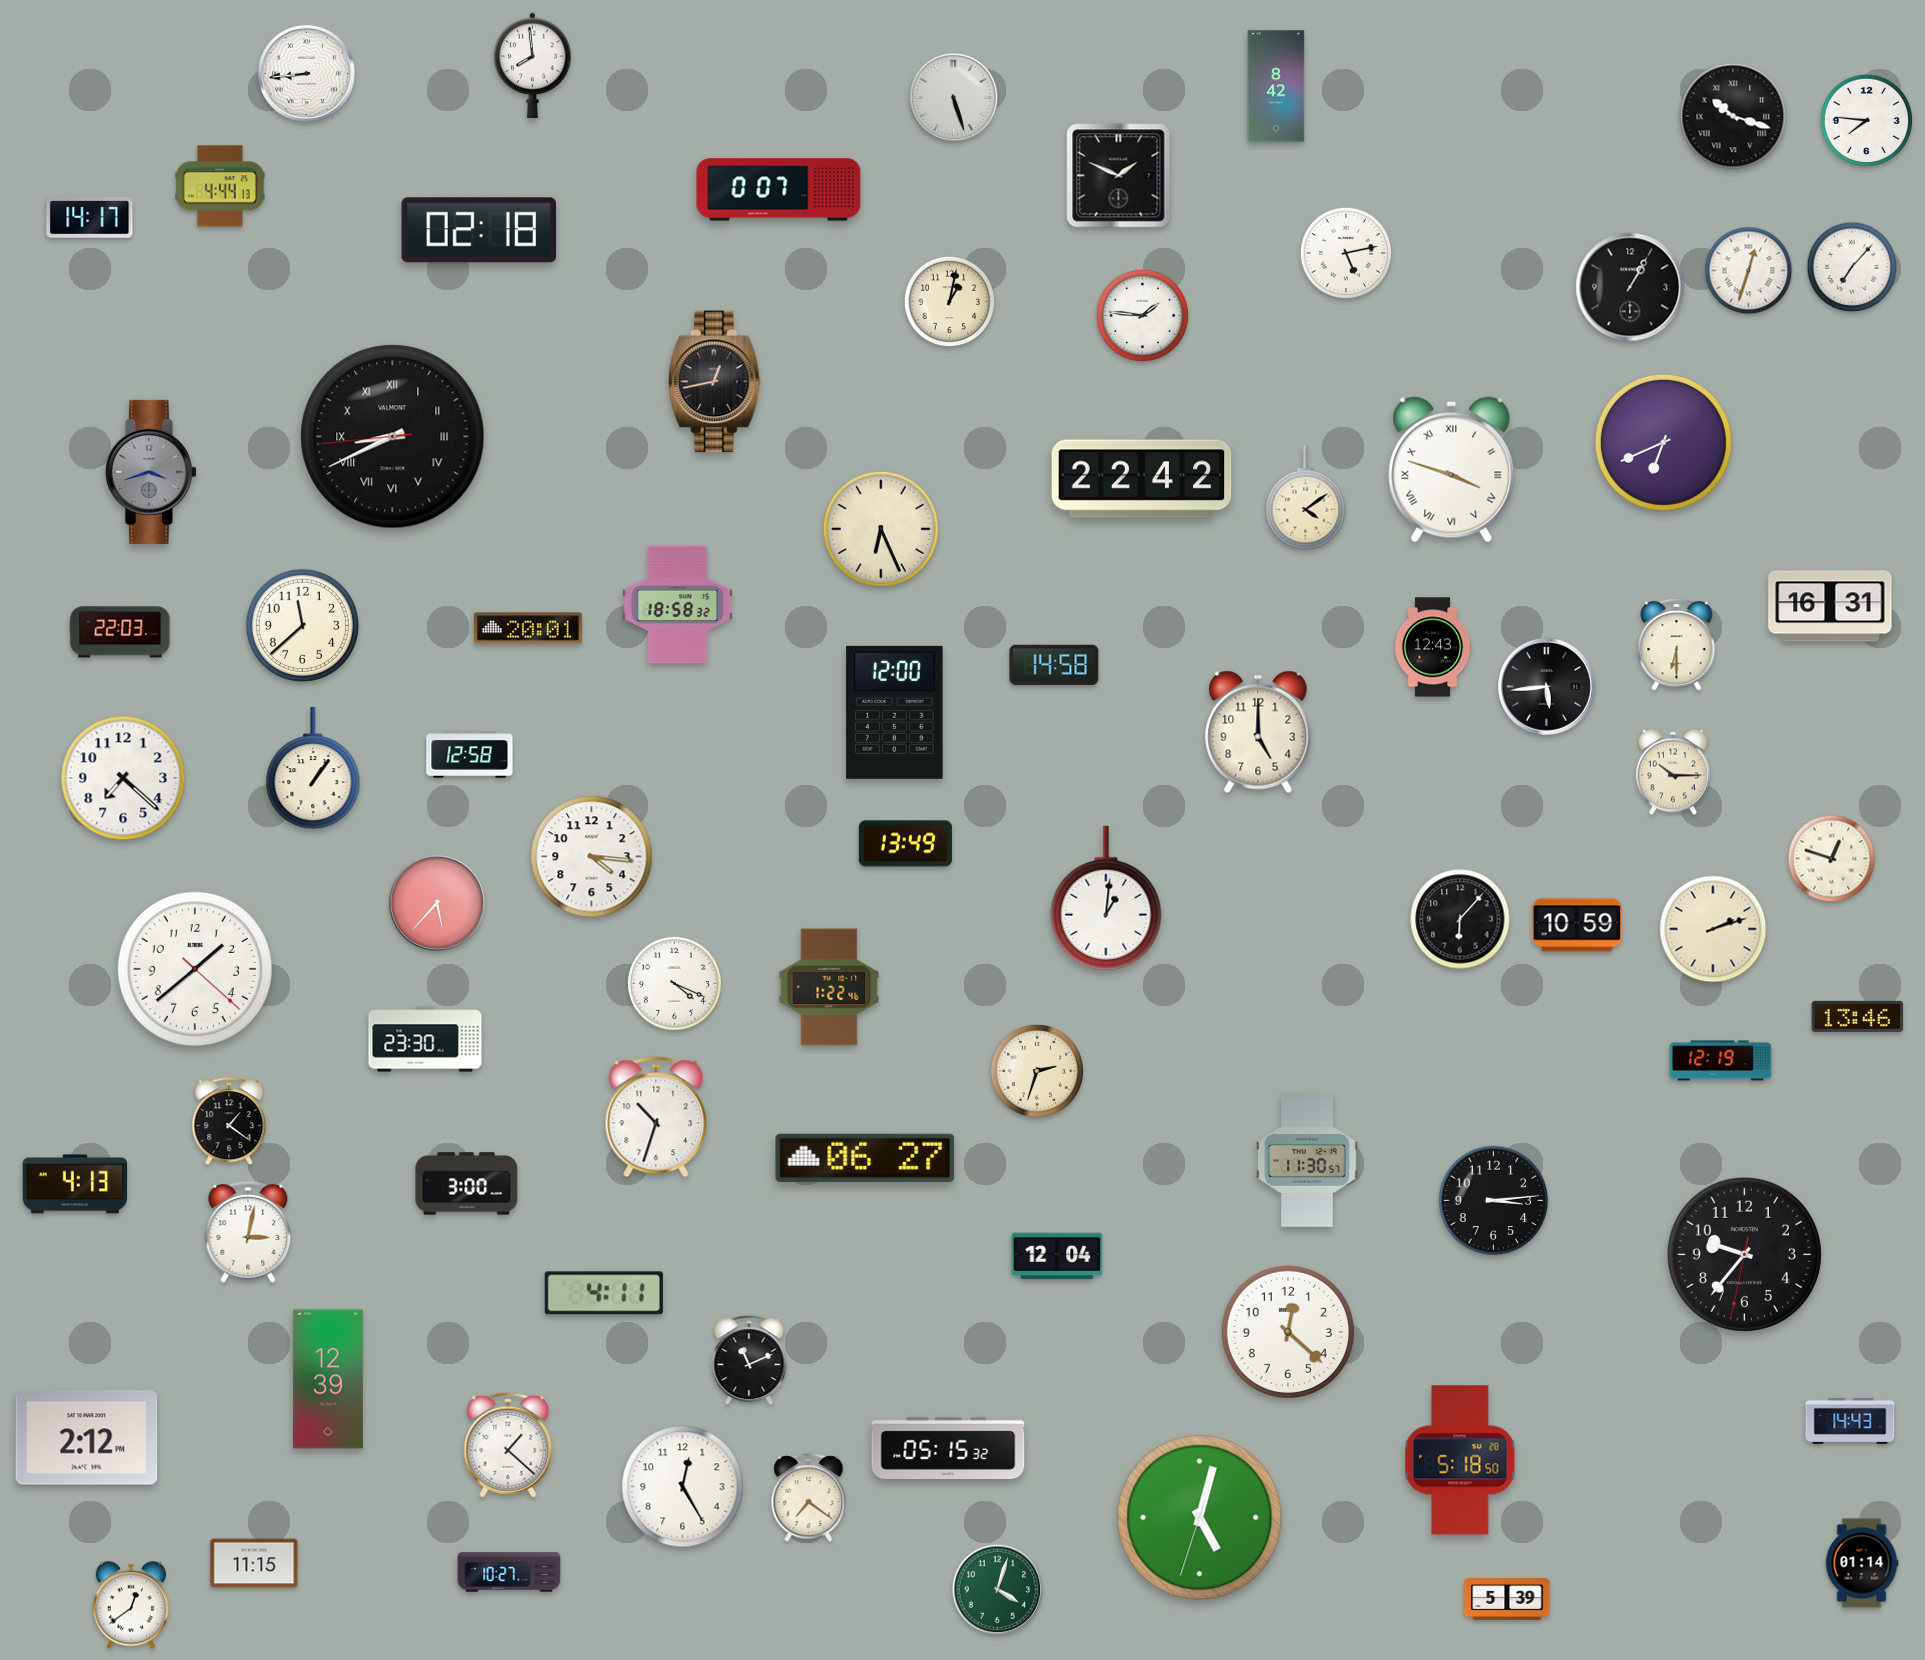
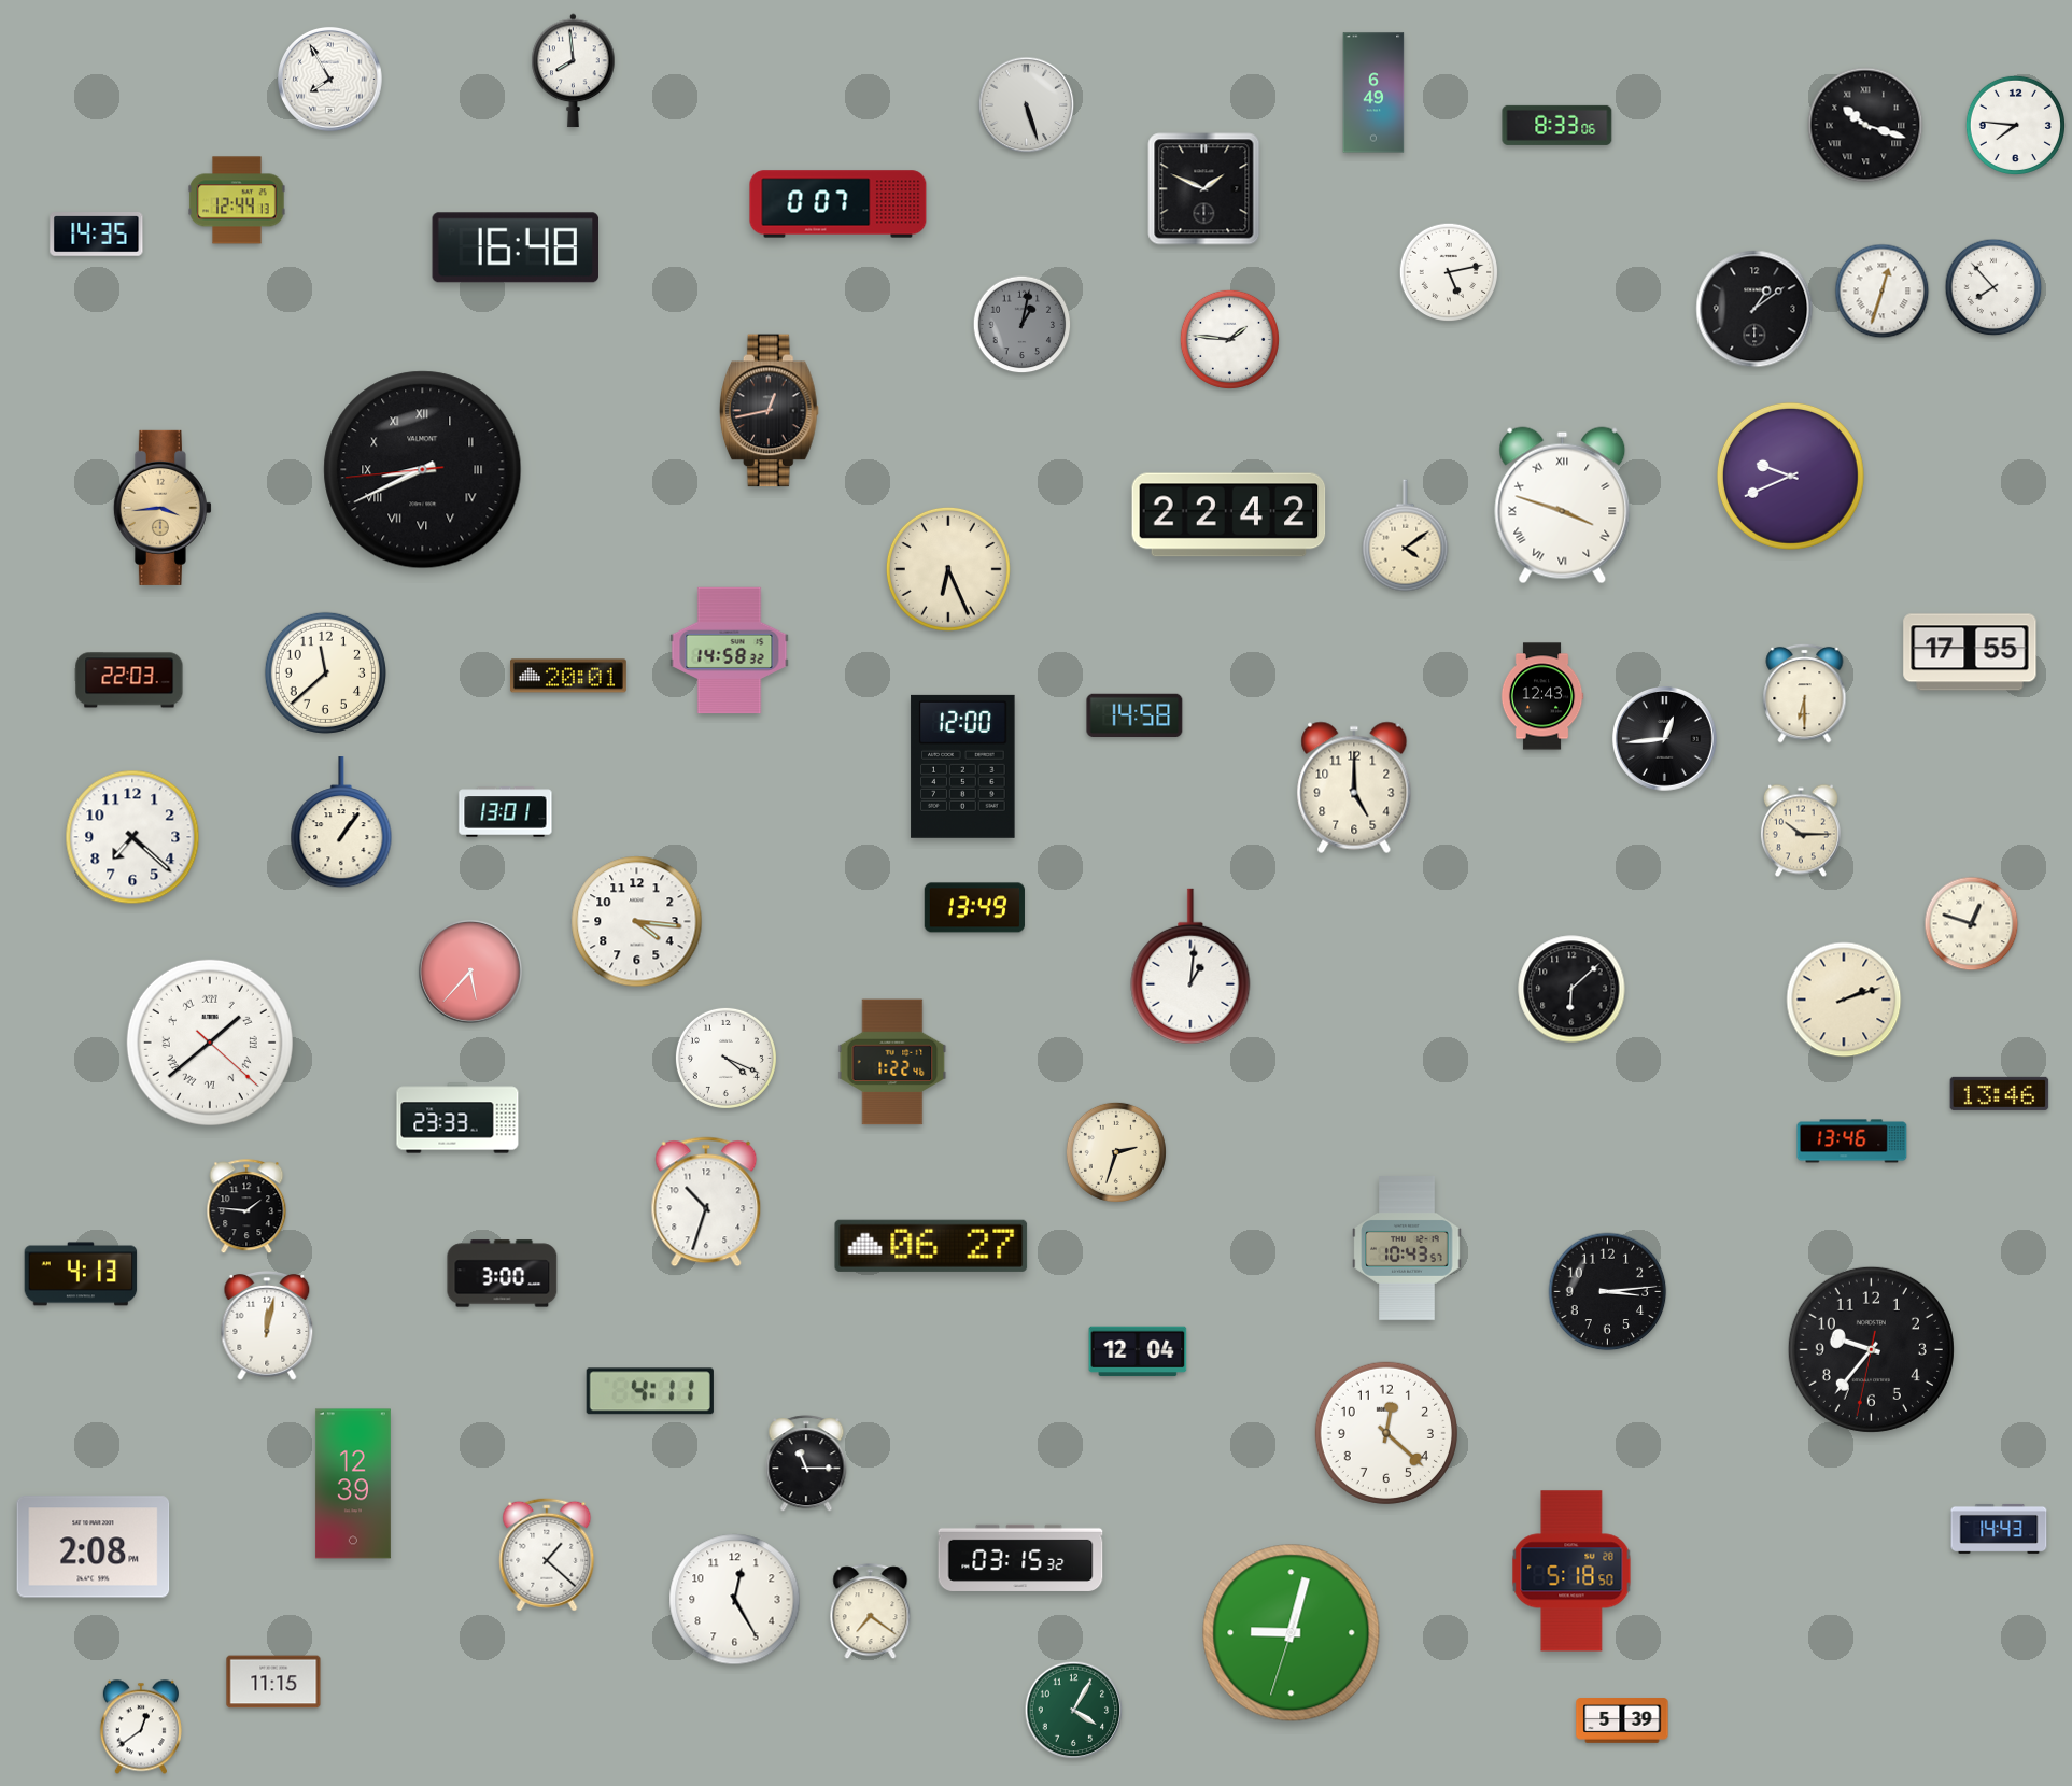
clock at (306, 73): 8:44 -> 7:55
clock at (1276, 86): 8:42 -> 6:49
clock at (1557, 125): none -> 8:33
clock at (1866, 120) position: (1866, 120) -> (2015, 125)
clock at (220, 186): 4:44 -> 12:44
clock at (90, 218): 14:17 -> 14:35
clock at (479, 230): 02:18 -> 16:48
clock at (1852, 267): 7:07 -> 7:53
clock at (1630, 287): 1:05 -> 1:09
clock at (950, 302) dial: cream -> grey
clock at (1663, 442): 6:41 -> 9:41
clock at (151, 472): 3:42 -> 3:44
clock at (151, 472) dial: grey -> champagne
clock at (678, 605): 18:58 -> 14:58
clock at (1830, 606): 16:31 -> 17:55
clock at (1546, 686): 5:44 -> 12:44
clock at (470, 755): 12:58 -> 13:01
clock at (313, 769) position: (313, 769) -> (341, 823)
clock at (1460, 919): 6:07 -> 6:08
clock at (1577, 925): 10:59 -> none
clock at (195, 969) numerals: Arabic -> Roman
clock at (425, 1039): 23:30 -> 23:33
clock at (1721, 1061): 12:19 -> 13:46
clock at (229, 1122): 1:21 -> 1:46
clock at (1307, 1160): 11:30 -> 10:43
clock at (248, 1232): 3:02 -> 12:02
clock at (1744, 1254) position: (1744, 1254) -> (1871, 1349)
clock at (749, 1361): 11:11 -> 11:15
clock at (1850, 1421) position: (1850, 1421) -> (1999, 1529)
clock at (87, 1438): 2:12 -> 2:08
clock at (948, 1448): 05:15 -> 03:15
clock at (1200, 1518): 5:02 -> 9:02
clock at (1862, 1563): 01:14 -> none
clock at (509, 1572): 10:27 -> none
clock at (998, 1590): 4:03 -> 4:05
